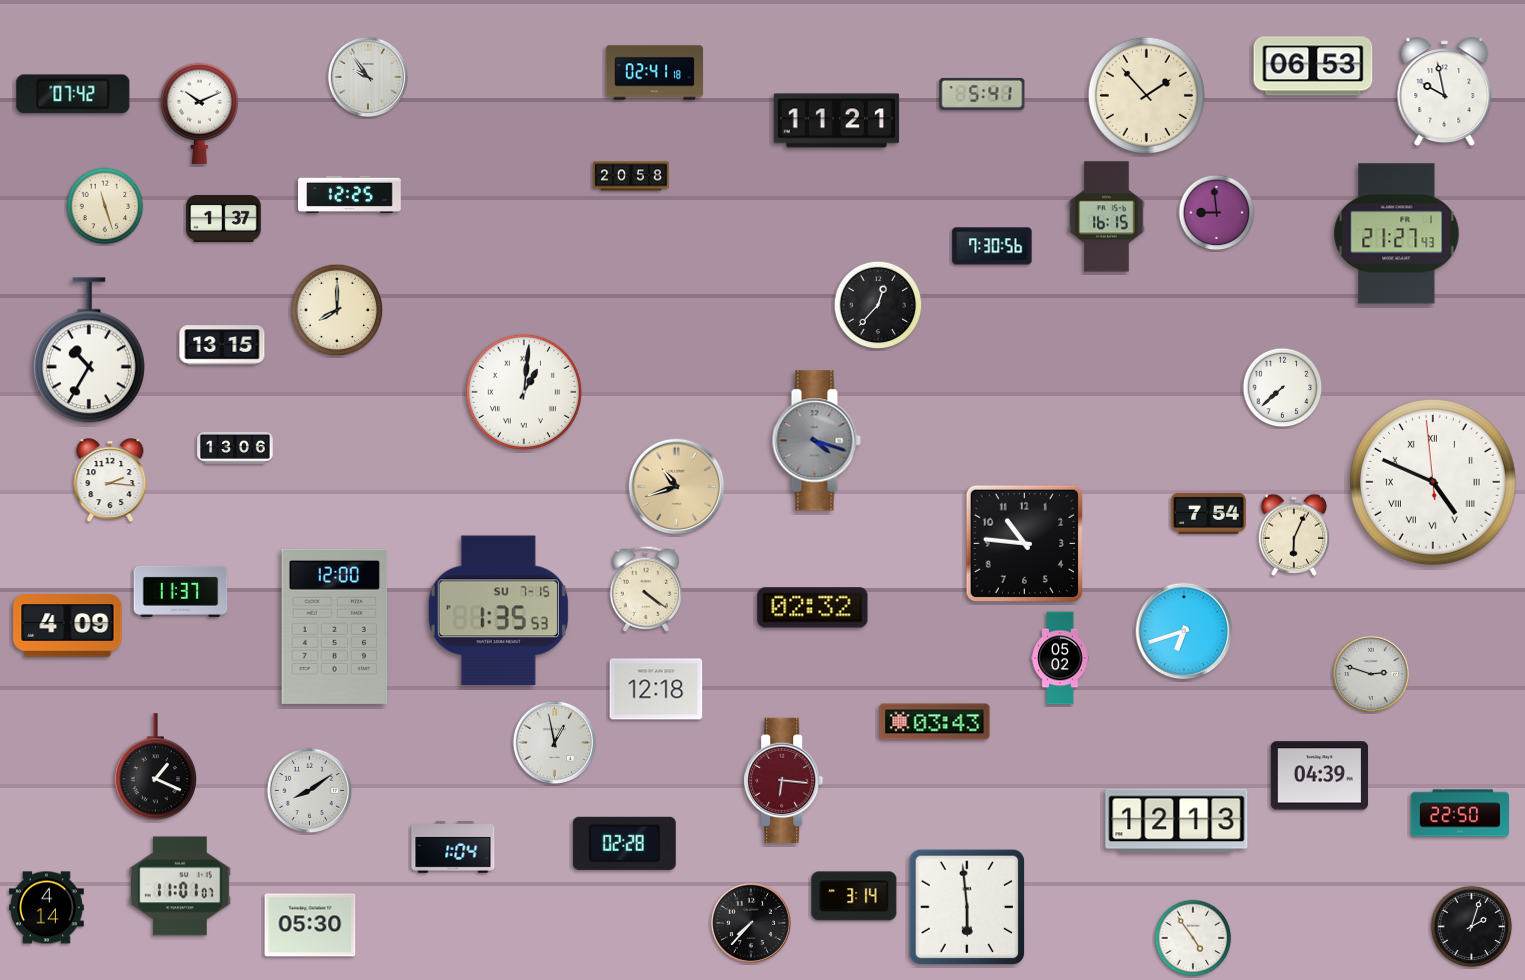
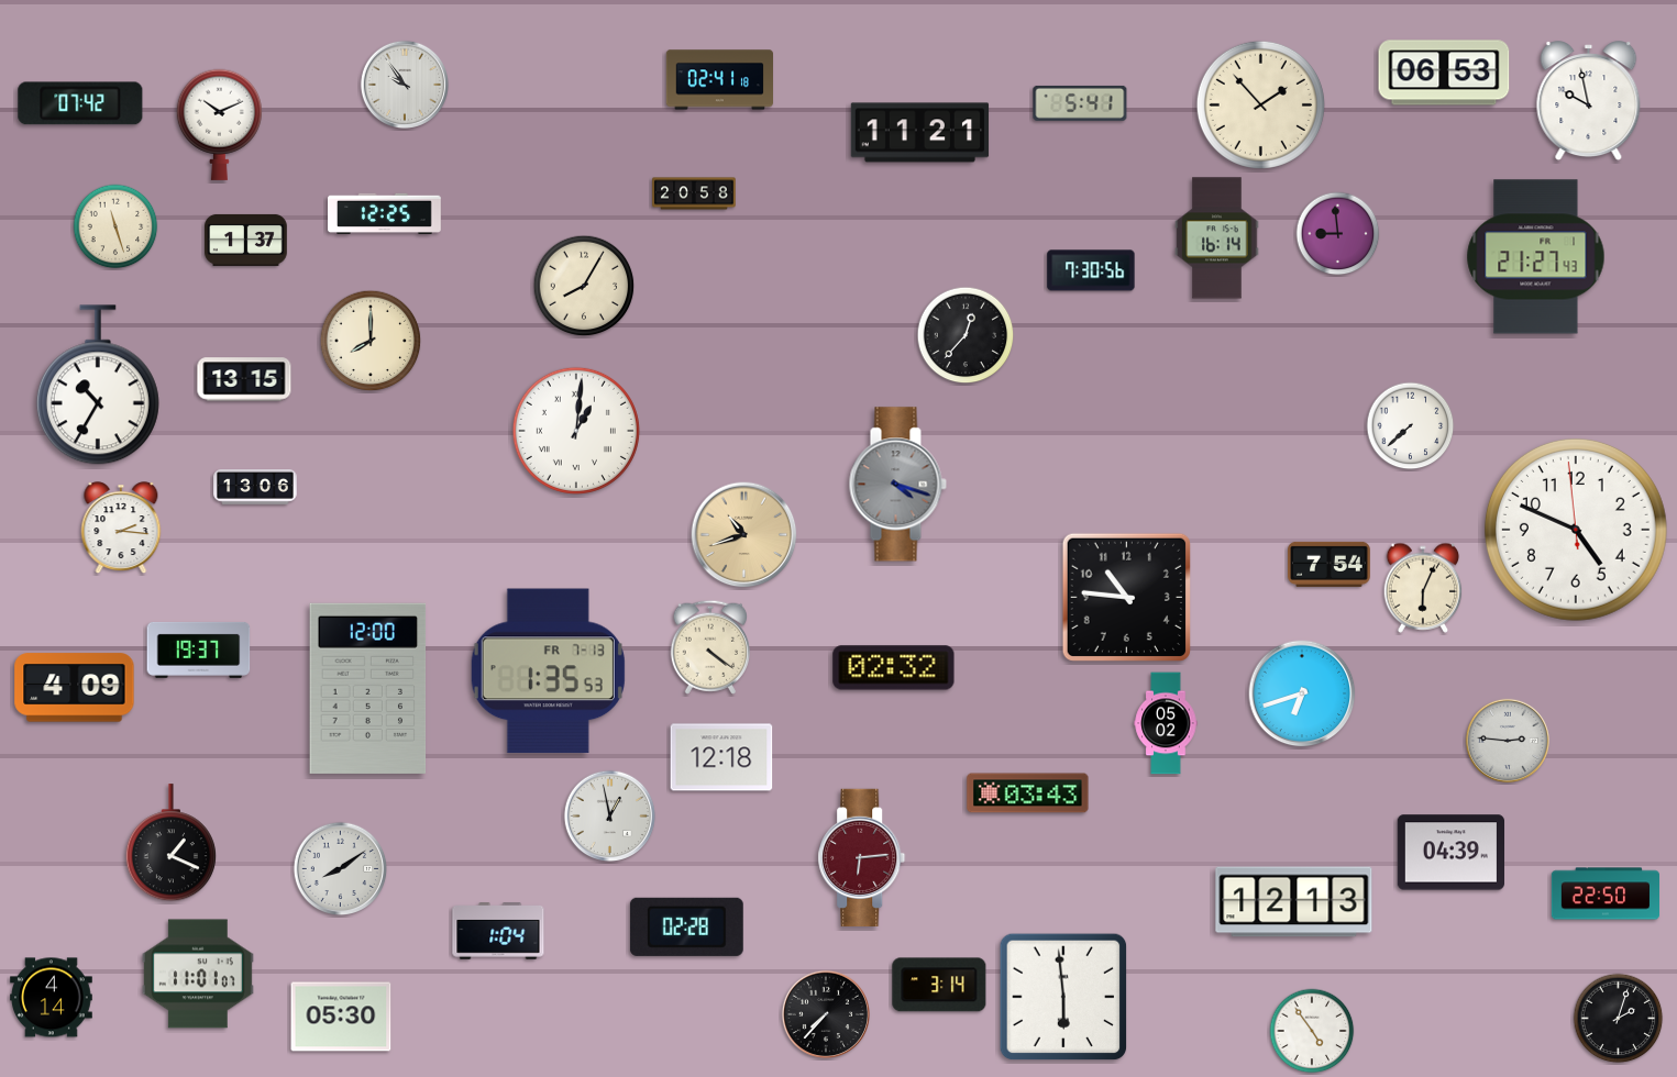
clock at (1107, 217): 16:15 -> 16:14
clock at (584, 286): none -> 8:05
clock at (235, 449) position: (235, 449) -> (255, 488)
clock at (1433, 482) numerals: Roman -> Arabic
clock at (181, 591): 11:37 -> 19:37
clock at (498, 611) date: SU 7-15 -> FR 7-13
clock at (1371, 674): 2:48 -> 2:46
clock at (784, 780): 6:16 -> 6:14
